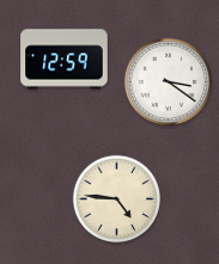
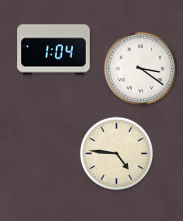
clock at (65, 60): 12:59 -> 1:04
clock at (117, 199) position: (117, 199) -> (117, 154)
